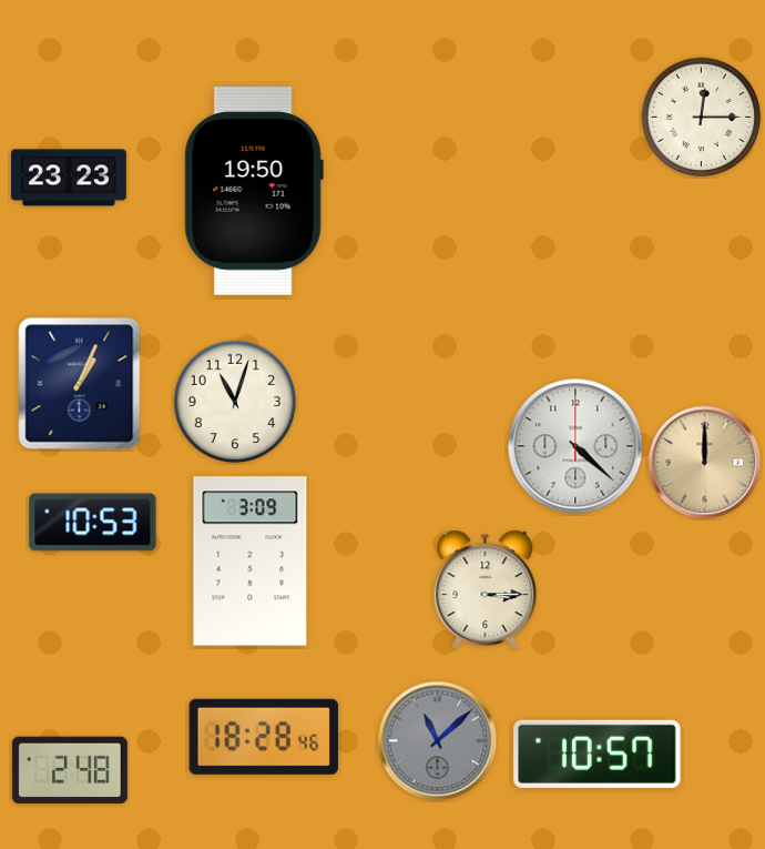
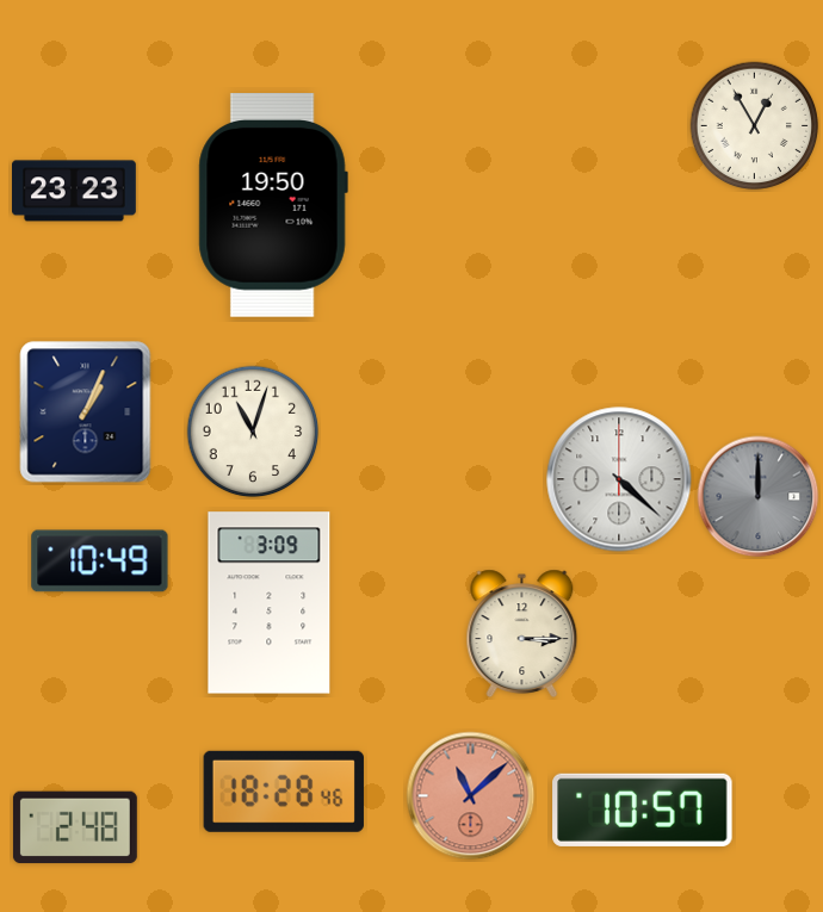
clock at (702, 118): 12:15 -> 12:55
clock at (705, 463) dial: champagne -> grey
clock at (93, 523): 10:53 -> 10:49
clock at (438, 741) dial: grey -> salmon
